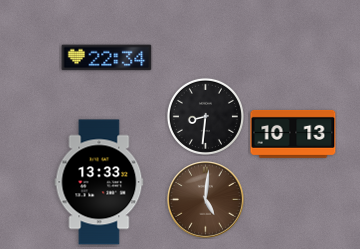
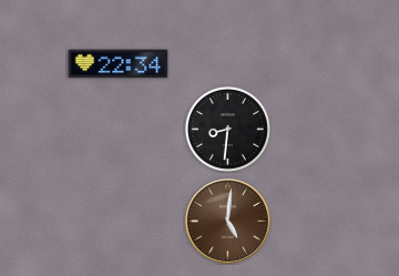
clock at (293, 134): 10:13 -> none
clock at (99, 182): 13:33 -> none
